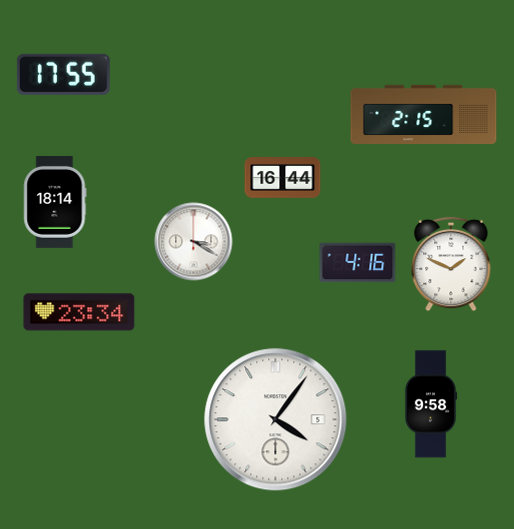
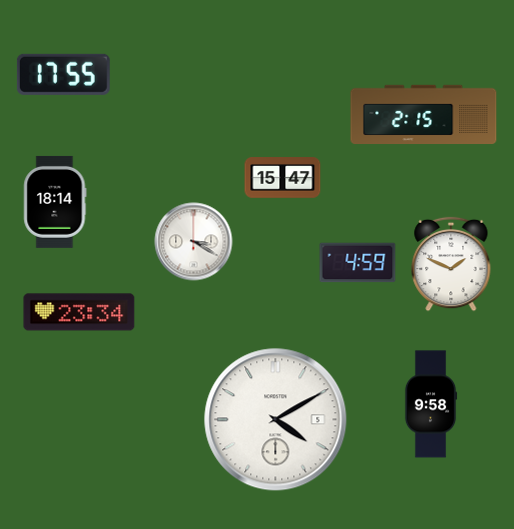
clock at (283, 178): 16:44 -> 15:47
clock at (358, 263): 4:16 -> 4:59
clock at (276, 420): 4:06 -> 4:10
